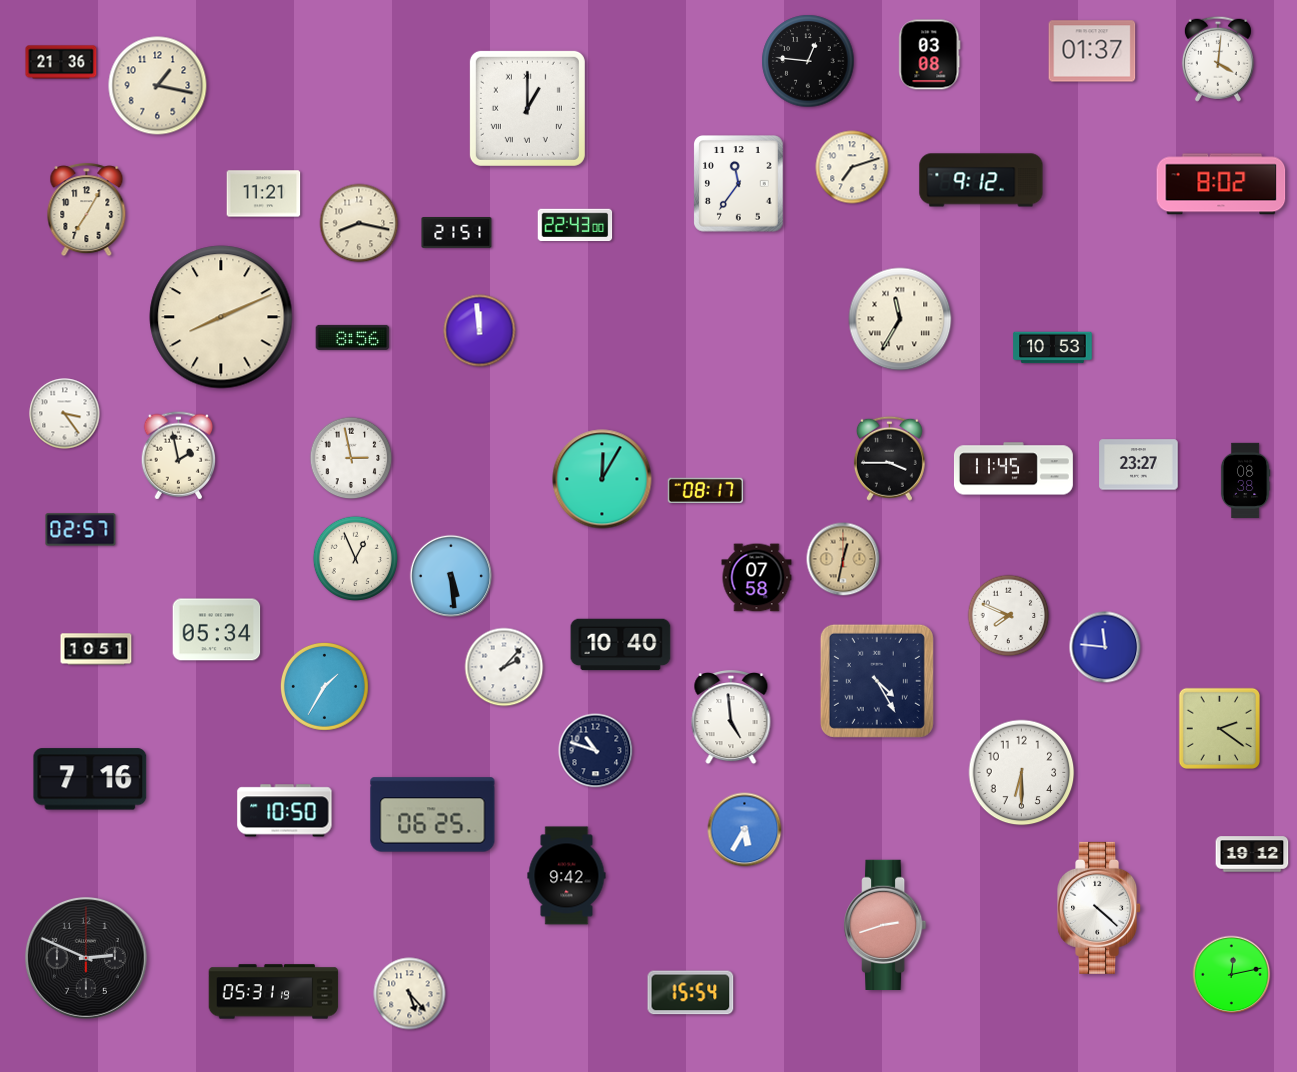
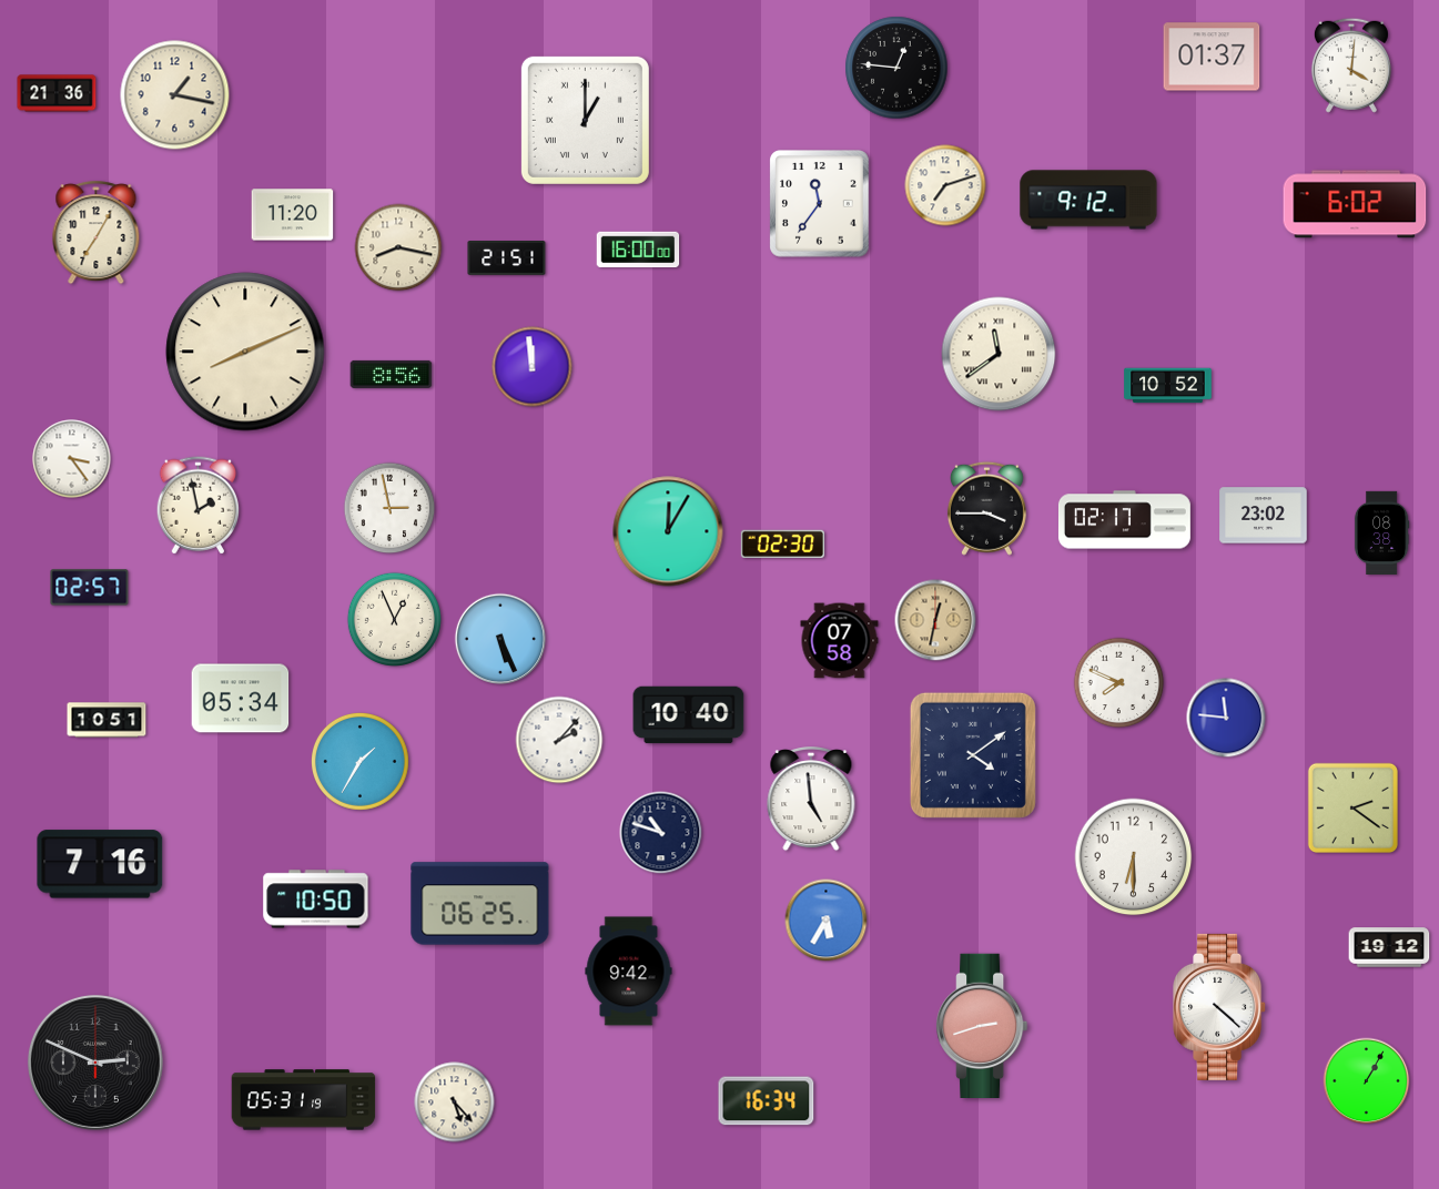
clock at (930, 55): 03:08 -> none
clock at (61, 62) position: (61, 62) -> (57, 93)
clock at (1221, 184): 8:02 -> 6:02
clock at (264, 194): 11:21 -> 11:20
clock at (575, 225): 22:43 -> 16:00
clock at (900, 319): 11:35 -> 11:39
clock at (1053, 348): 10:53 -> 10:52
clock at (1139, 465): 23:27 -> 23:02
clock at (1013, 469): 11:45 -> 02:17
clock at (705, 490): 08:17 -> 02:30
clock at (450, 575): 5:29 -> 5:26
clock at (877, 681): 4:25 -> 4:09
clock at (731, 718) position: (731, 718) -> (811, 800)
clock at (1232, 975): 12:13 -> 1:05
clock at (691, 993): 15:54 -> 16:34
